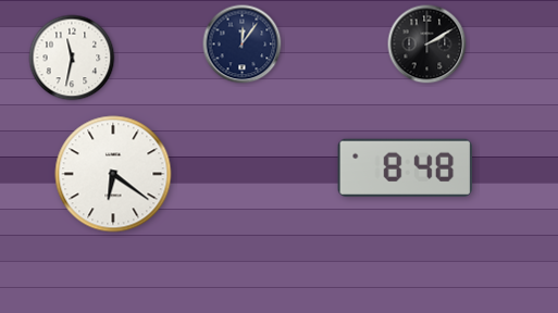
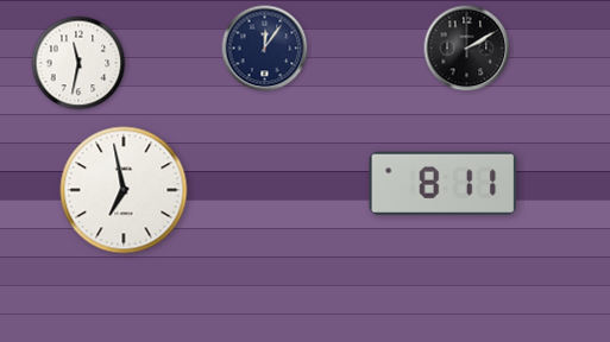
clock at (406, 167): 8:48 -> 8:11
clock at (113, 174): 6:21 -> 6:58
